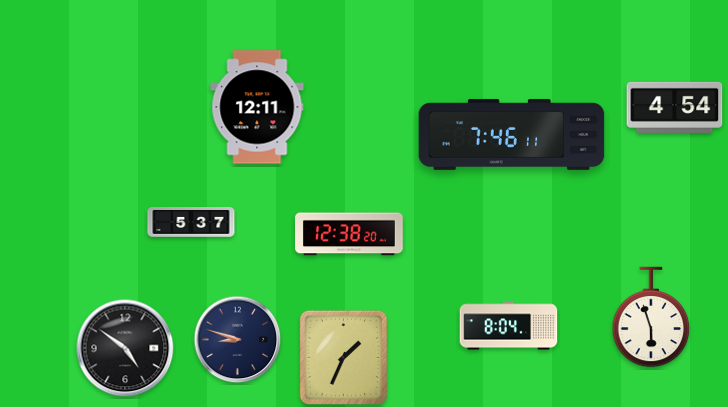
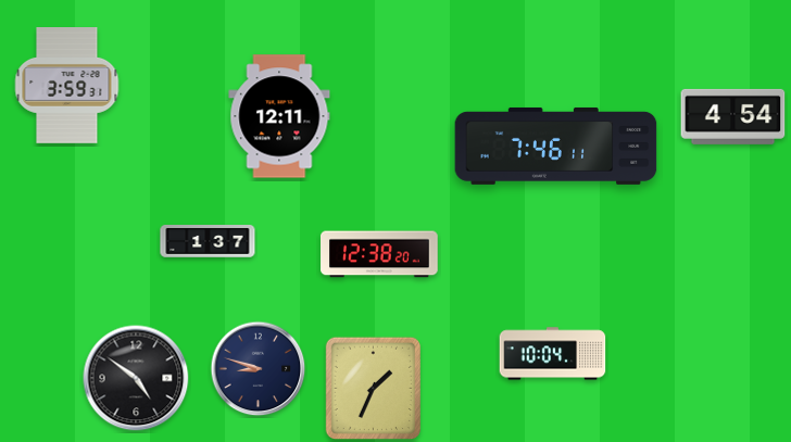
clock at (67, 86): none -> 3:59
clock at (191, 223): 5:37 -> 1:37
clock at (651, 317): 5:57 -> none
clock at (509, 326): 8:04 -> 10:04
